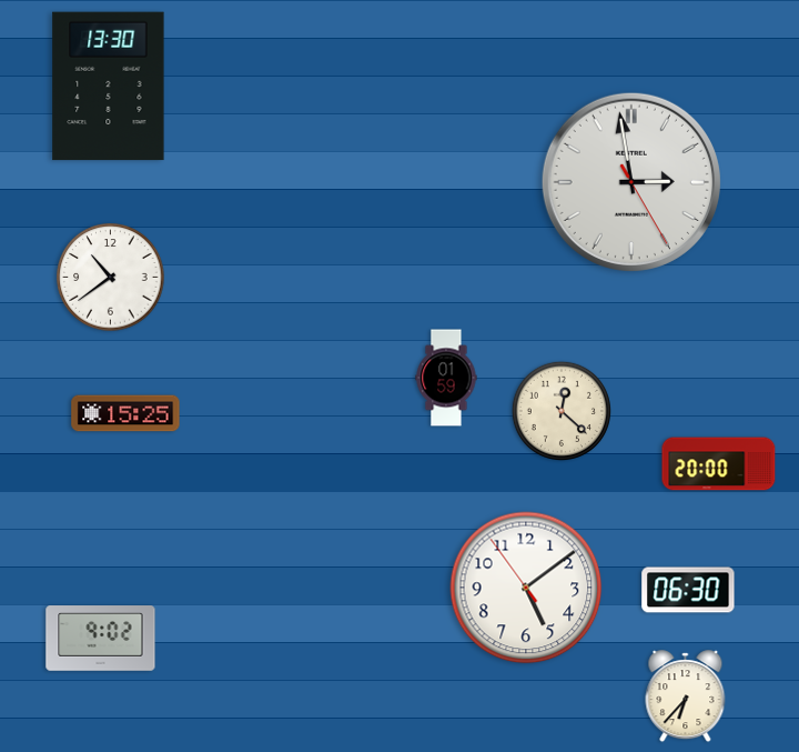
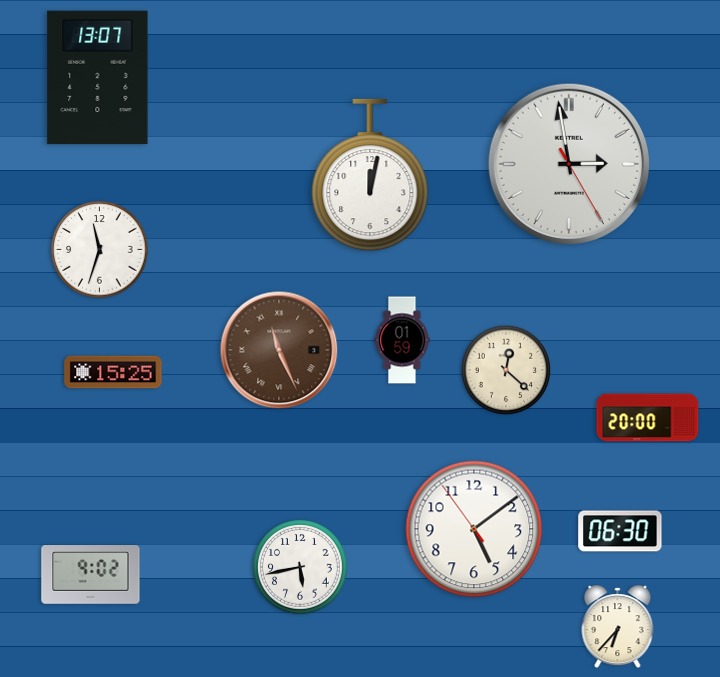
clock at (109, 87): 13:30 -> 13:07
clock at (370, 175): none -> 12:02
clock at (111, 278): 10:39 -> 11:33
clock at (279, 350): none -> 11:26
clock at (300, 567): none -> 5:43
